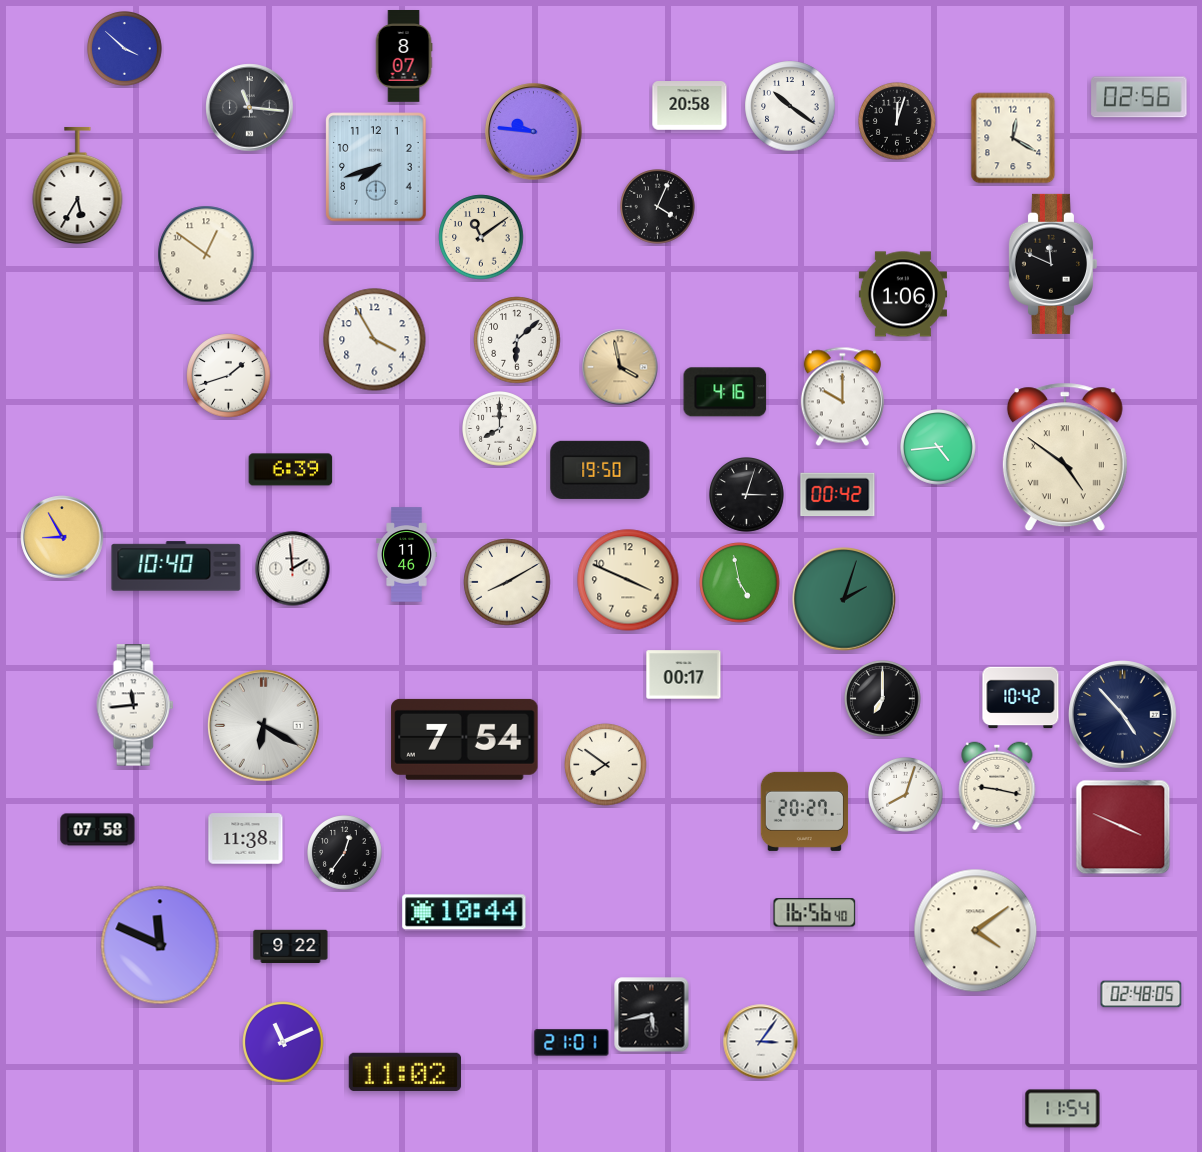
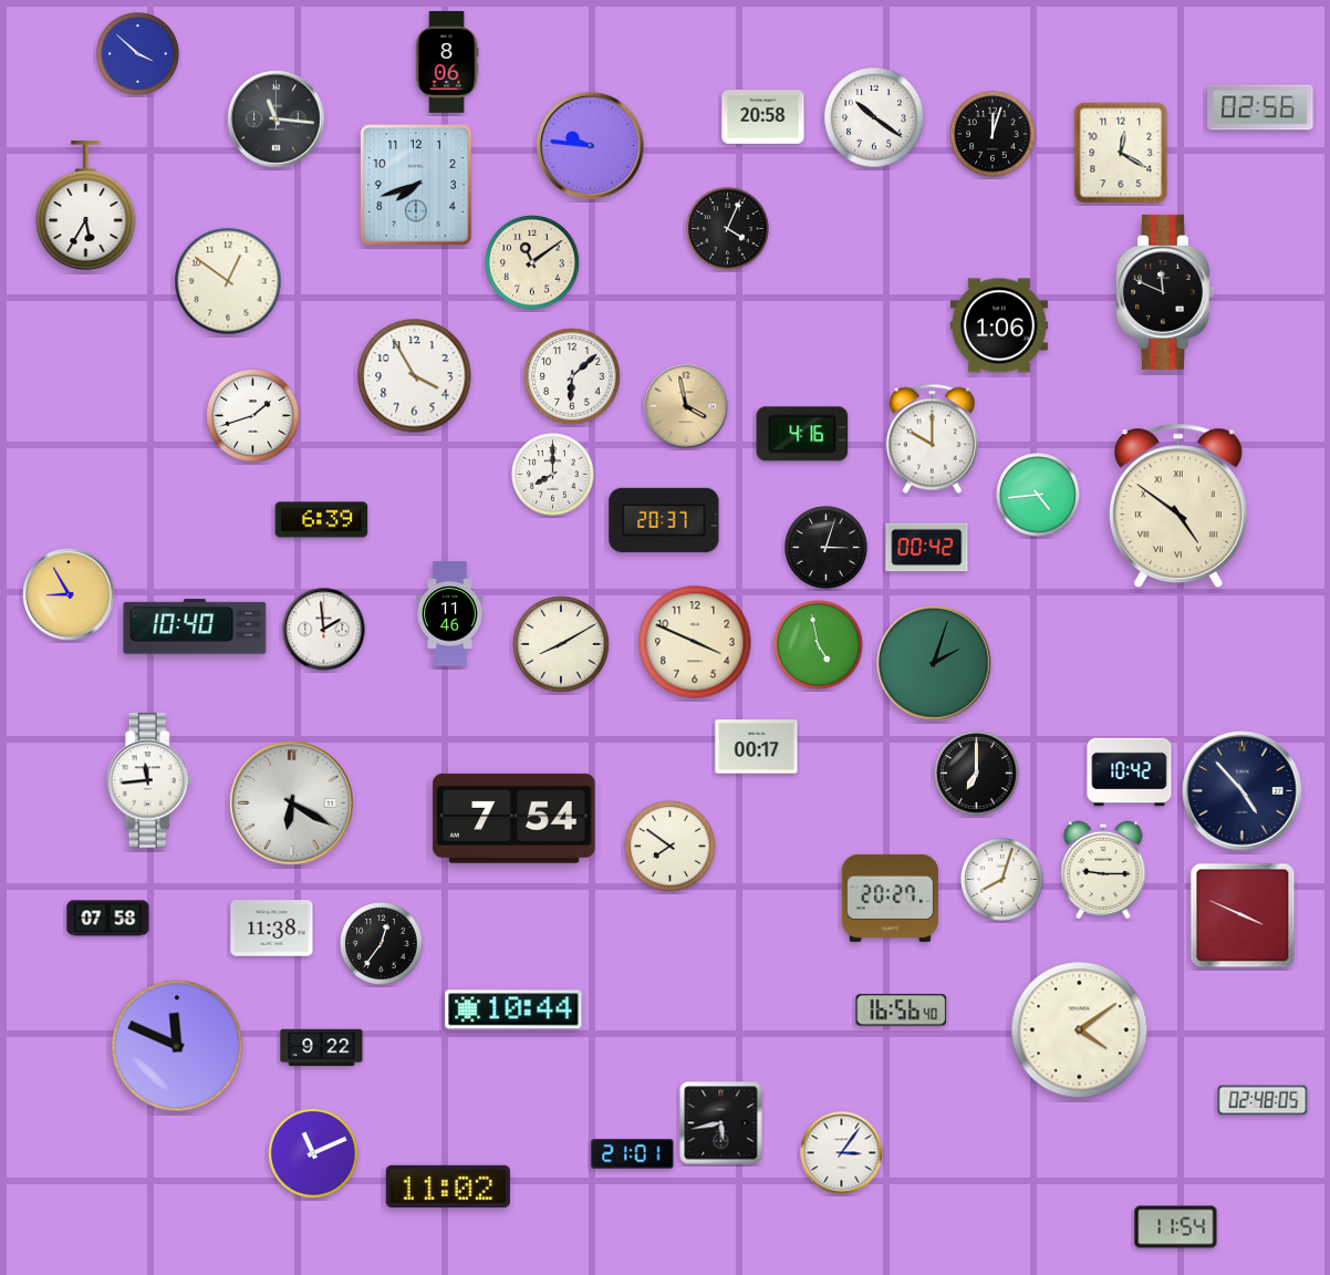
clock at (404, 56): 8:07 -> 8:06
clock at (600, 470): 19:50 -> 20:37
clock at (997, 786): 9:17 -> 9:15
